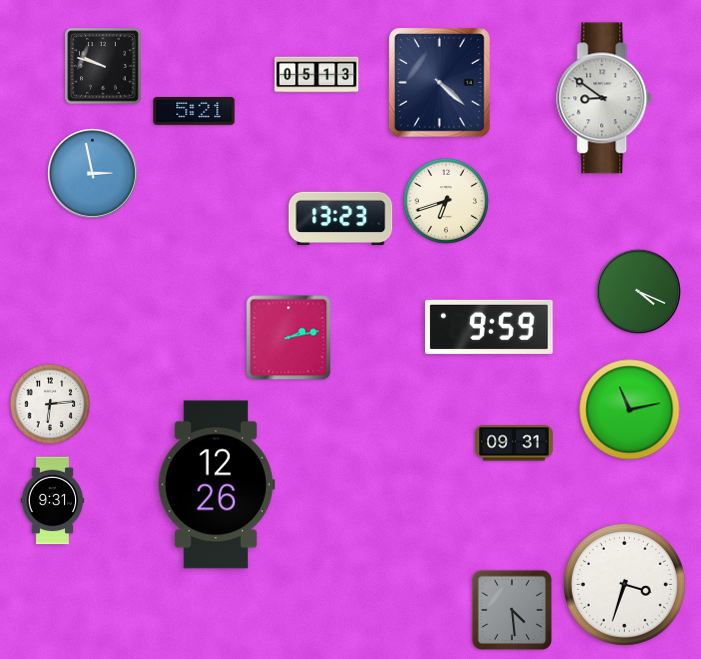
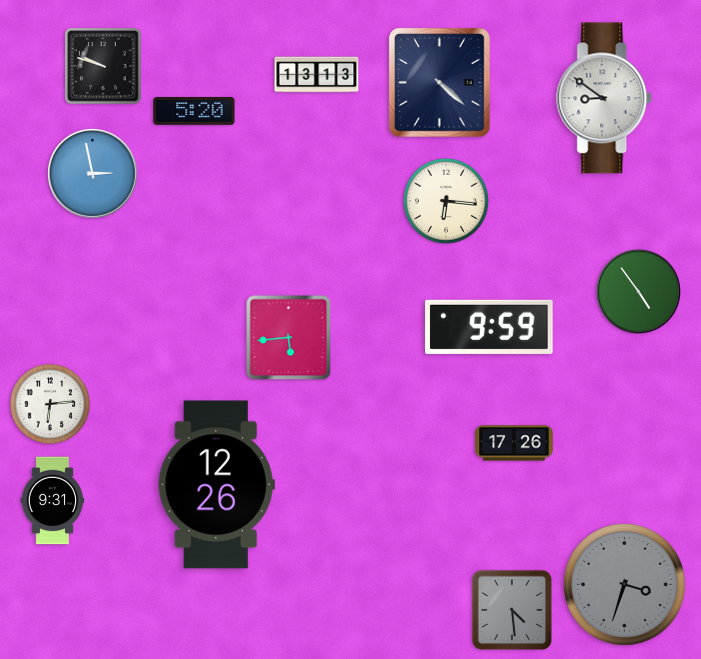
clock at (317, 75): 05:13 -> 13:13
clock at (194, 111): 5:21 -> 5:20
clock at (446, 201): 6:42 -> 6:16
clock at (341, 218): 13:23 -> none
clock at (638, 291): 4:19 -> 4:54
clock at (289, 338): 2:13 -> 5:44
clock at (630, 410): 11:13 -> none
clock at (514, 443): 09:31 -> 17:26
clock at (624, 584) dial: white -> grey
